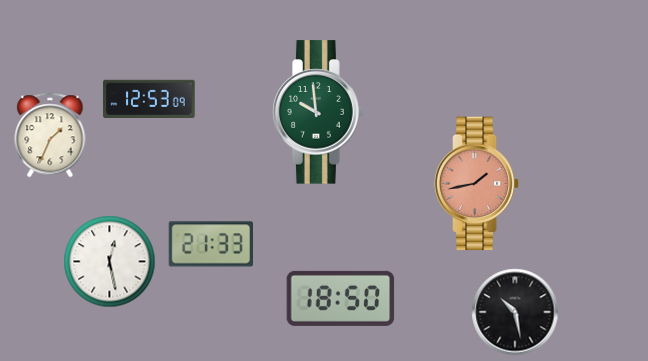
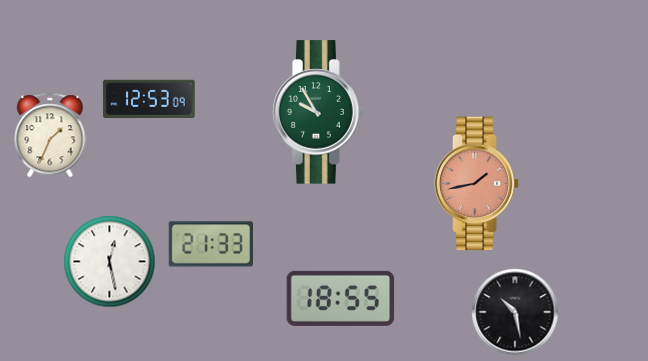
clock at (318, 112): 9:59 -> 9:55
clock at (341, 298): 18:50 -> 18:55
